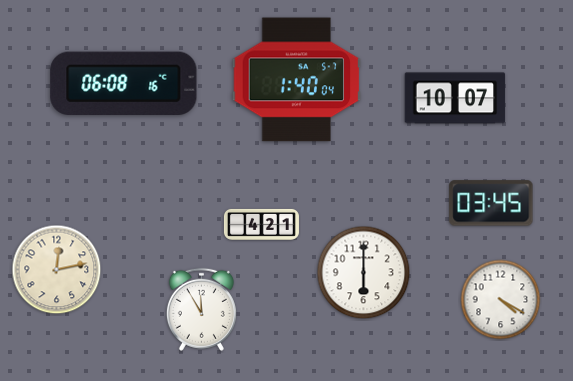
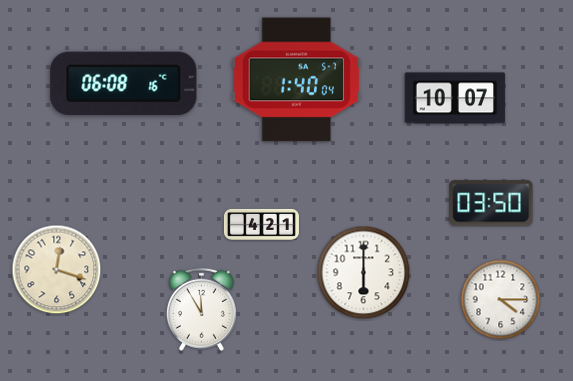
clock at (491, 203): 03:45 -> 03:50
clock at (57, 270): 12:13 -> 12:18
clock at (501, 300): 4:20 -> 4:15
